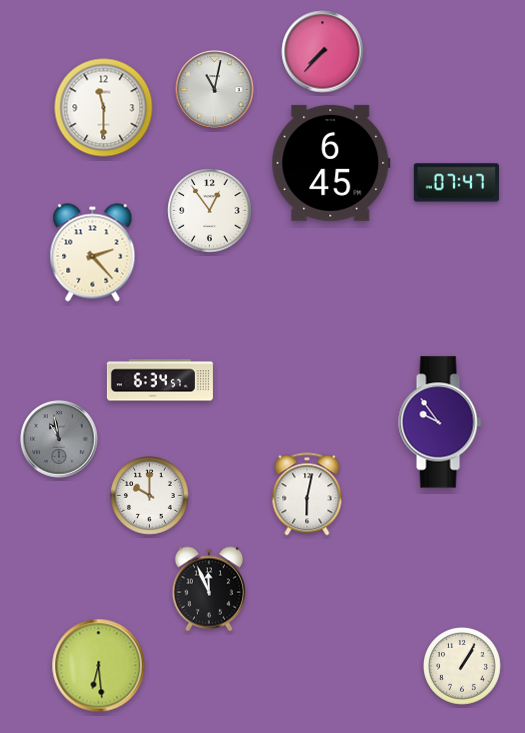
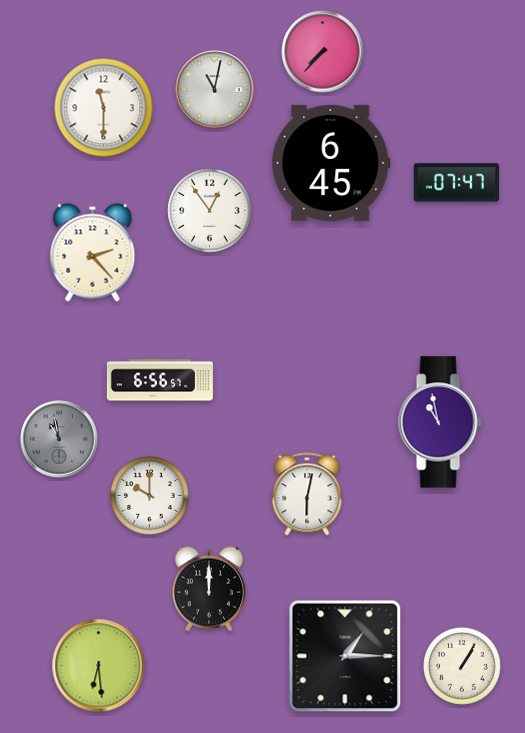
clock at (160, 380): 6:34 -> 6:56
clock at (440, 422): 9:54 -> 10:58
clock at (208, 589): 11:56 -> 12:00
clock at (345, 656): none -> 1:15
